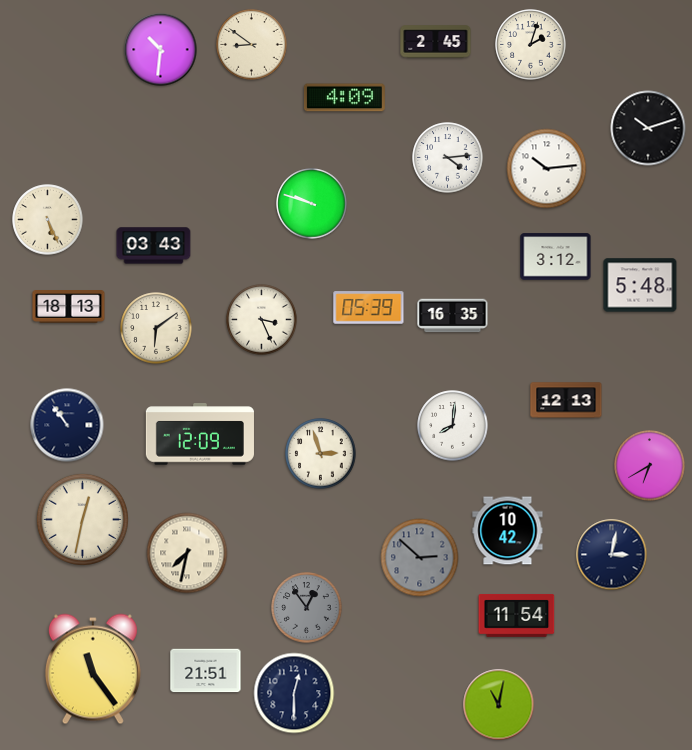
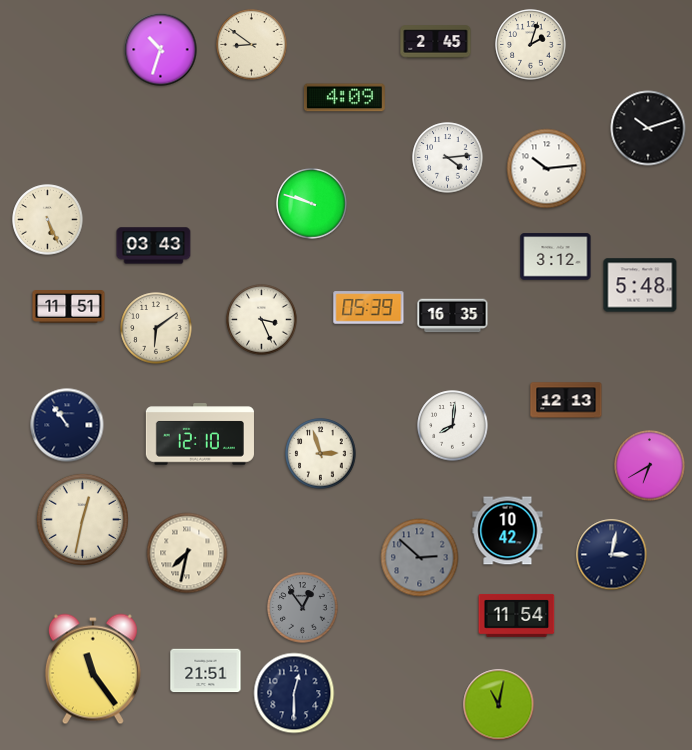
clock at (161, 50): 10:31 -> 10:33
clock at (69, 307): 18:13 -> 11:51
clock at (200, 434): 12:09 -> 12:10
clock at (307, 608) position: (307, 608) -> (303, 608)
